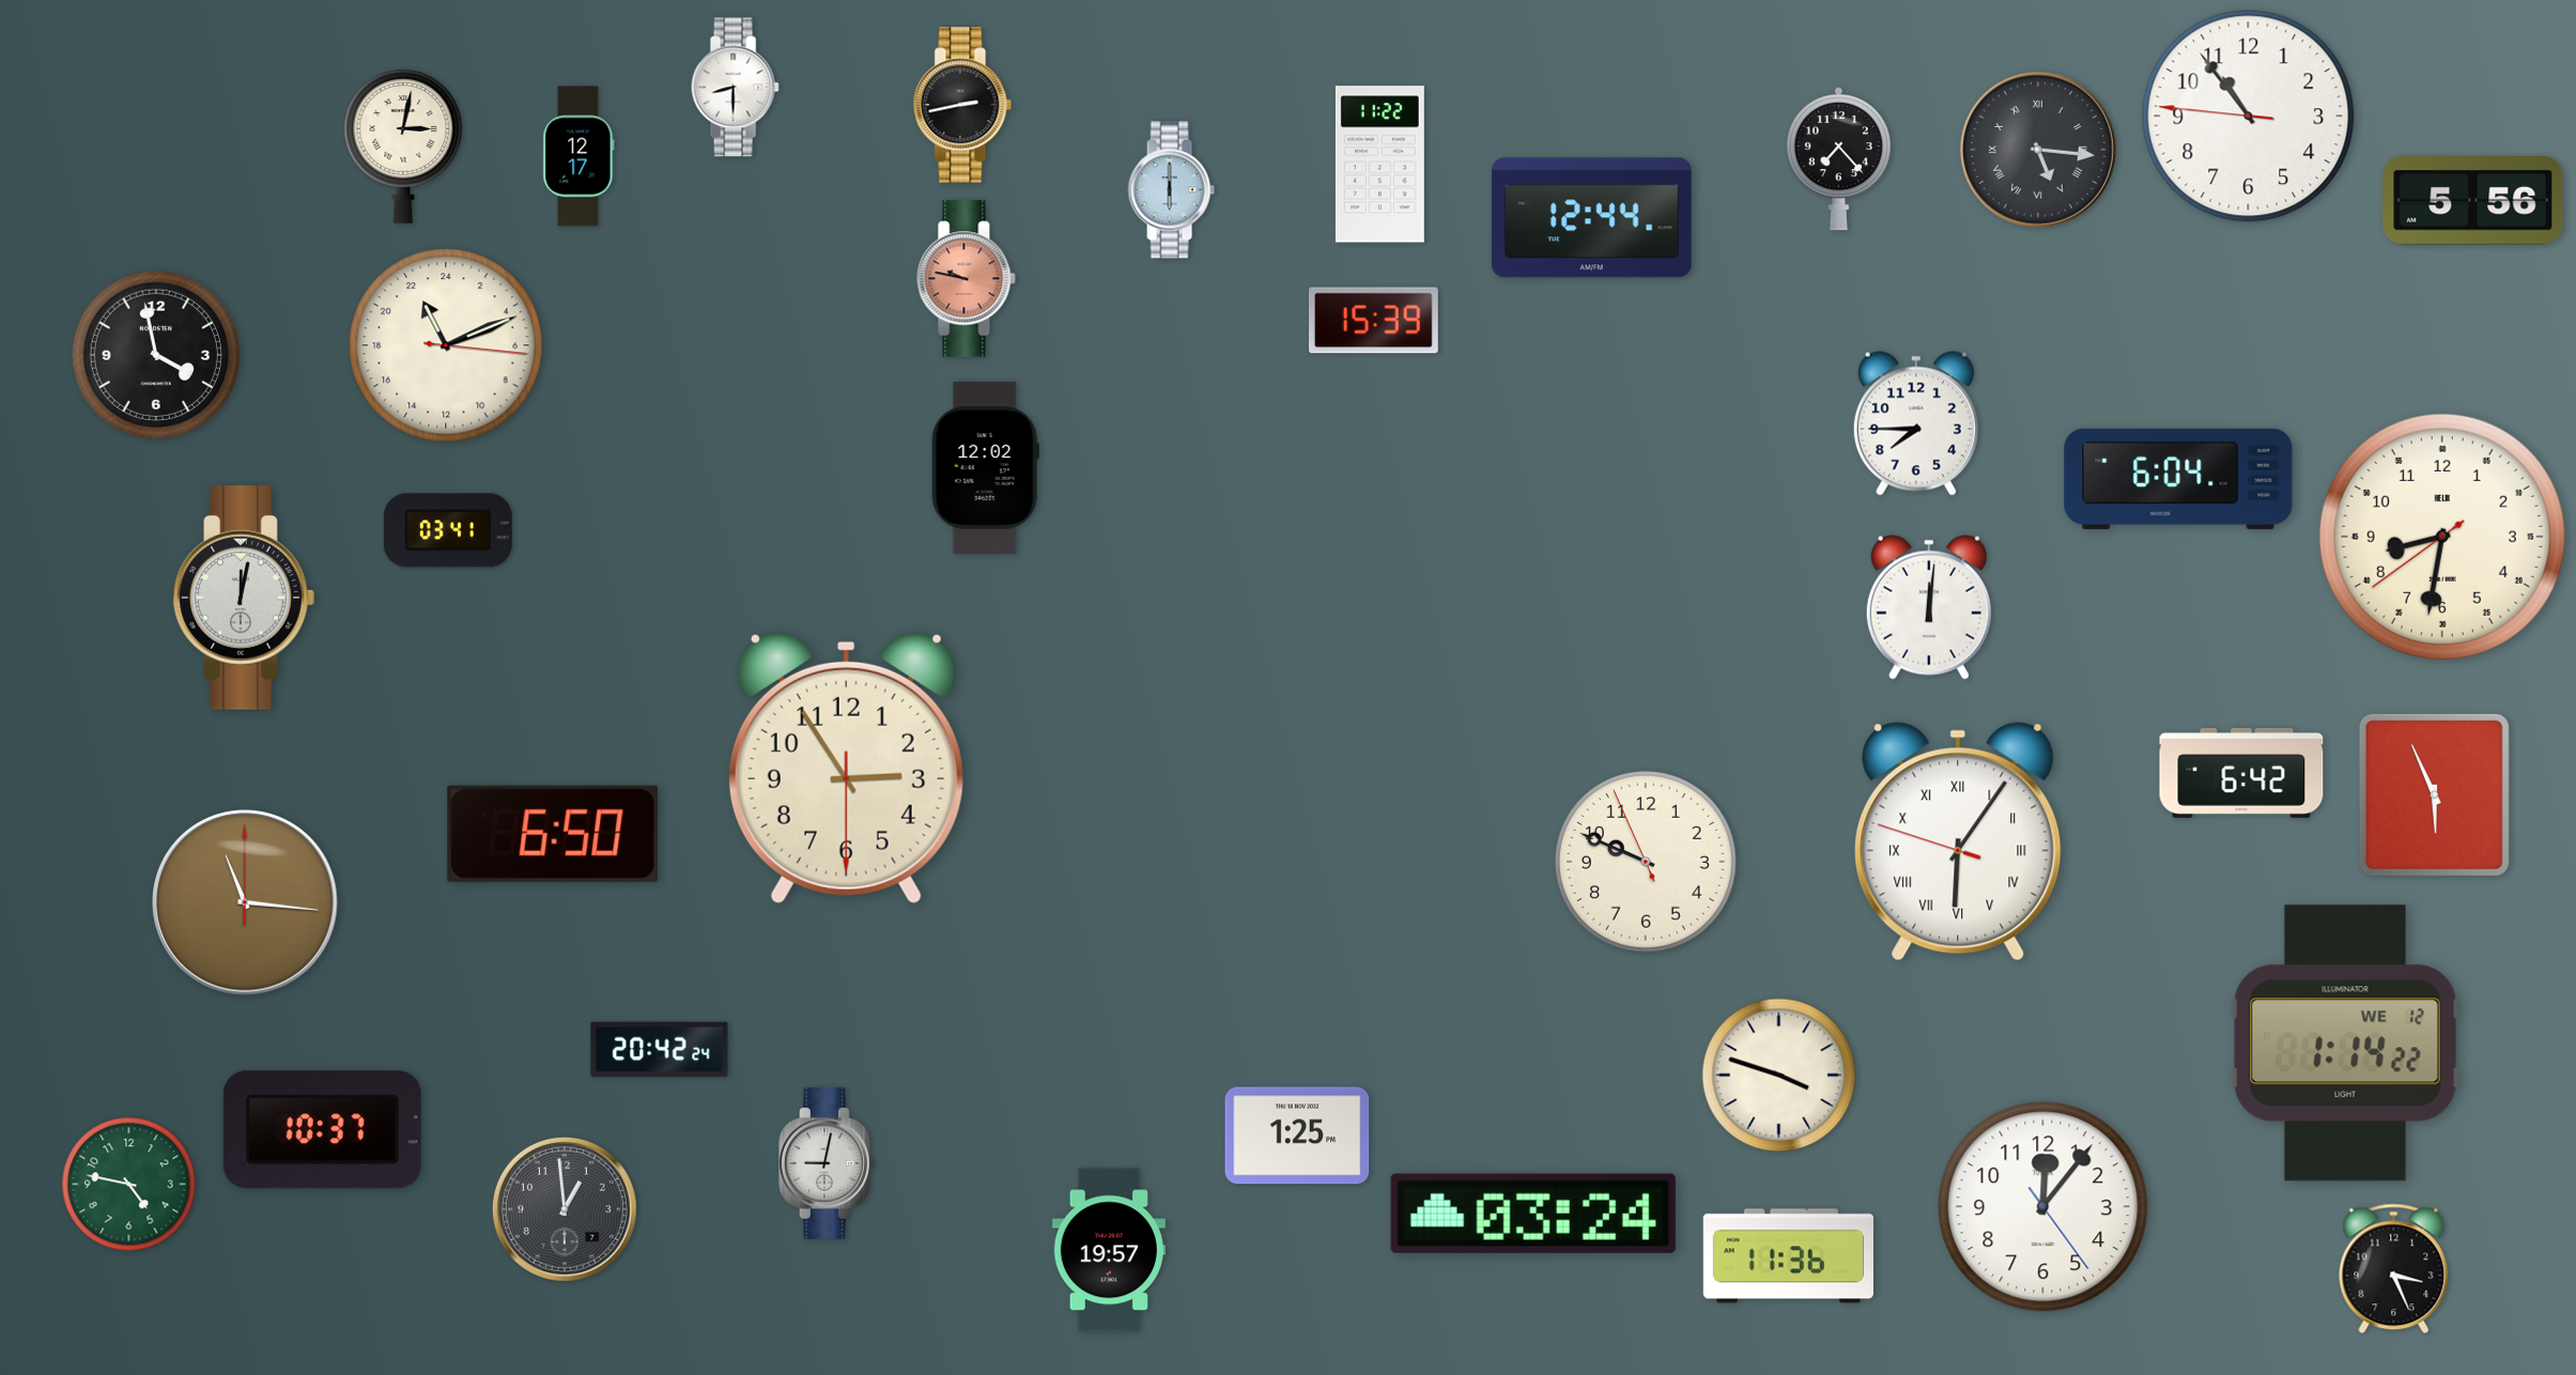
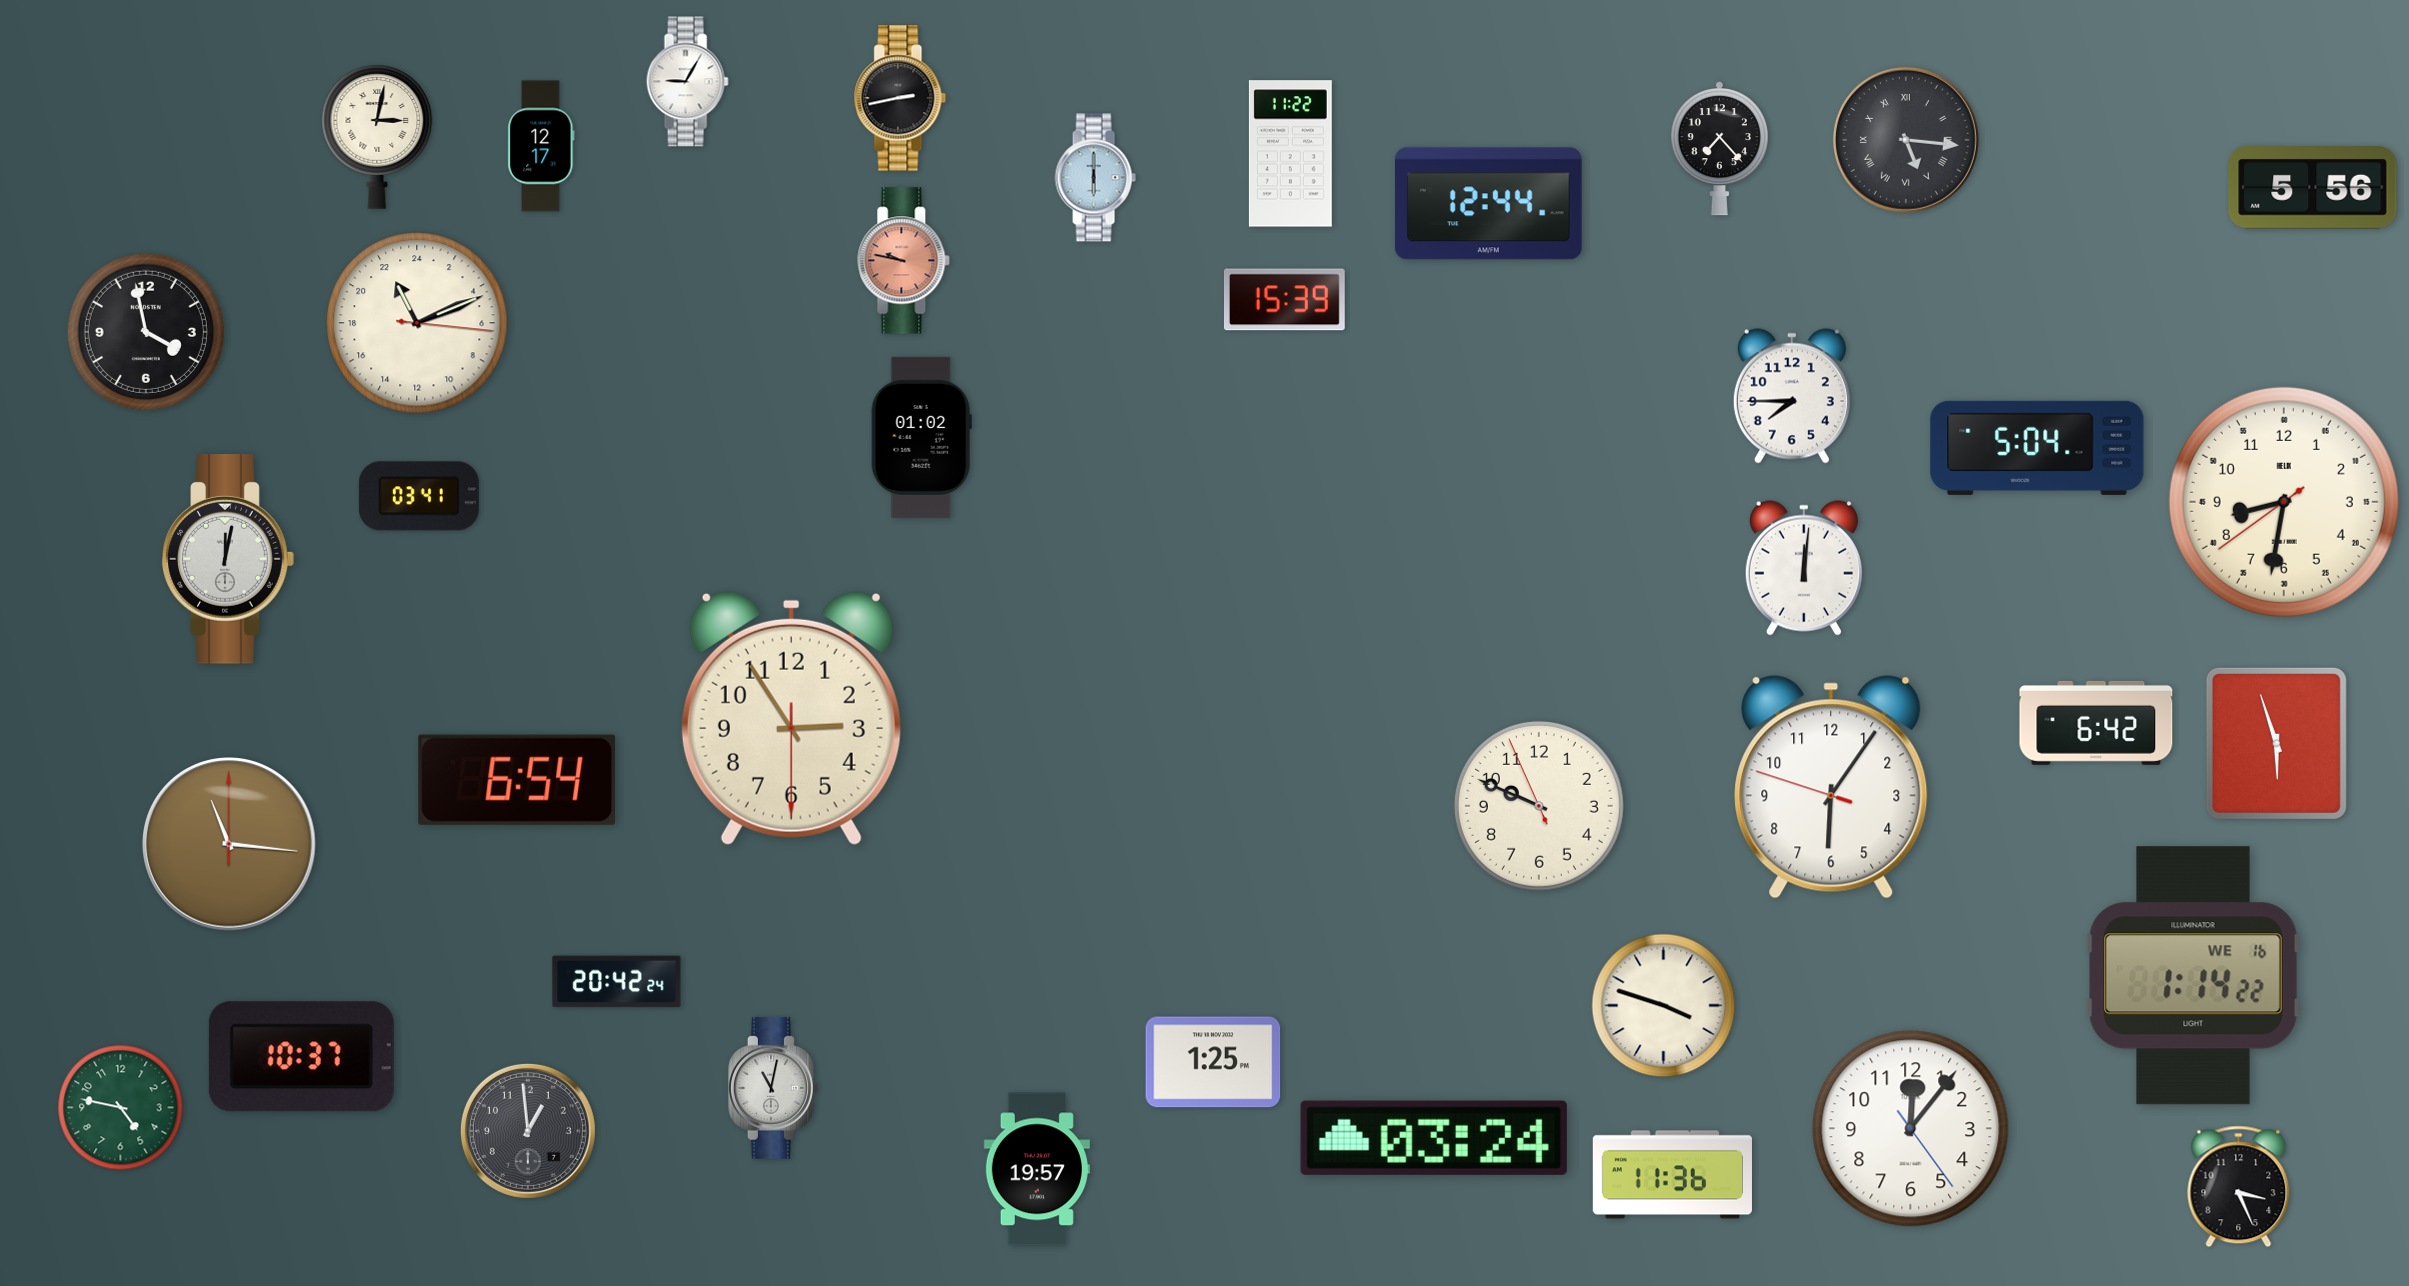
clock at (735, 88): 8:30 -> 9:05
clock at (2249, 117): 10:53 -> none
clock at (985, 467): 12:02 -> 01:02
clock at (2178, 479): 6:04 -> 5:04
clock at (2434, 794): 5:56 -> 5:57
clock at (552, 834): 6:50 -> 6:54
clock at (1958, 841) numerals: Roman -> Arabic
clock at (2345, 1044) date: WE 12 -> WE 16
clock at (827, 1163): 9:02 -> 11:02
clock at (1533, 1214) position: (1533, 1214) -> (1434, 1138)
